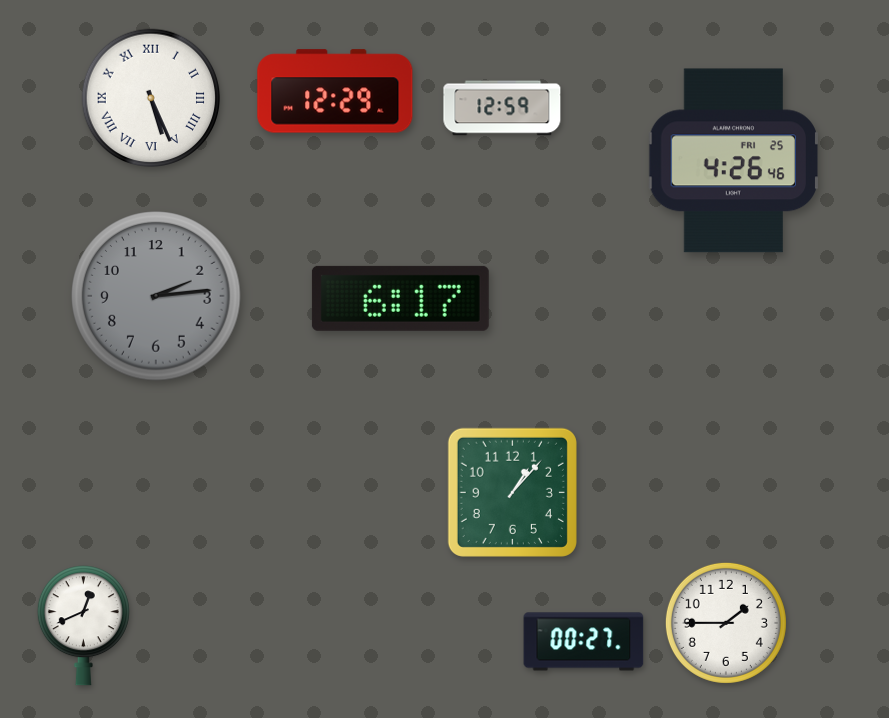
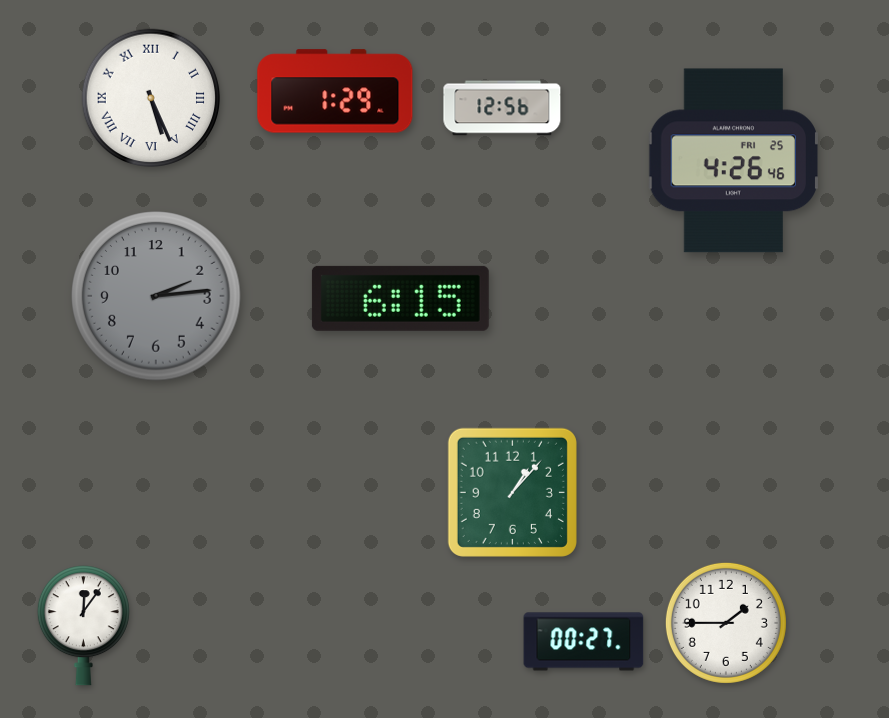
clock at (335, 91): 12:29 -> 1:29
clock at (502, 108): 12:59 -> 12:56
clock at (400, 298): 6:17 -> 6:15
clock at (83, 626): 12:41 -> 12:06
